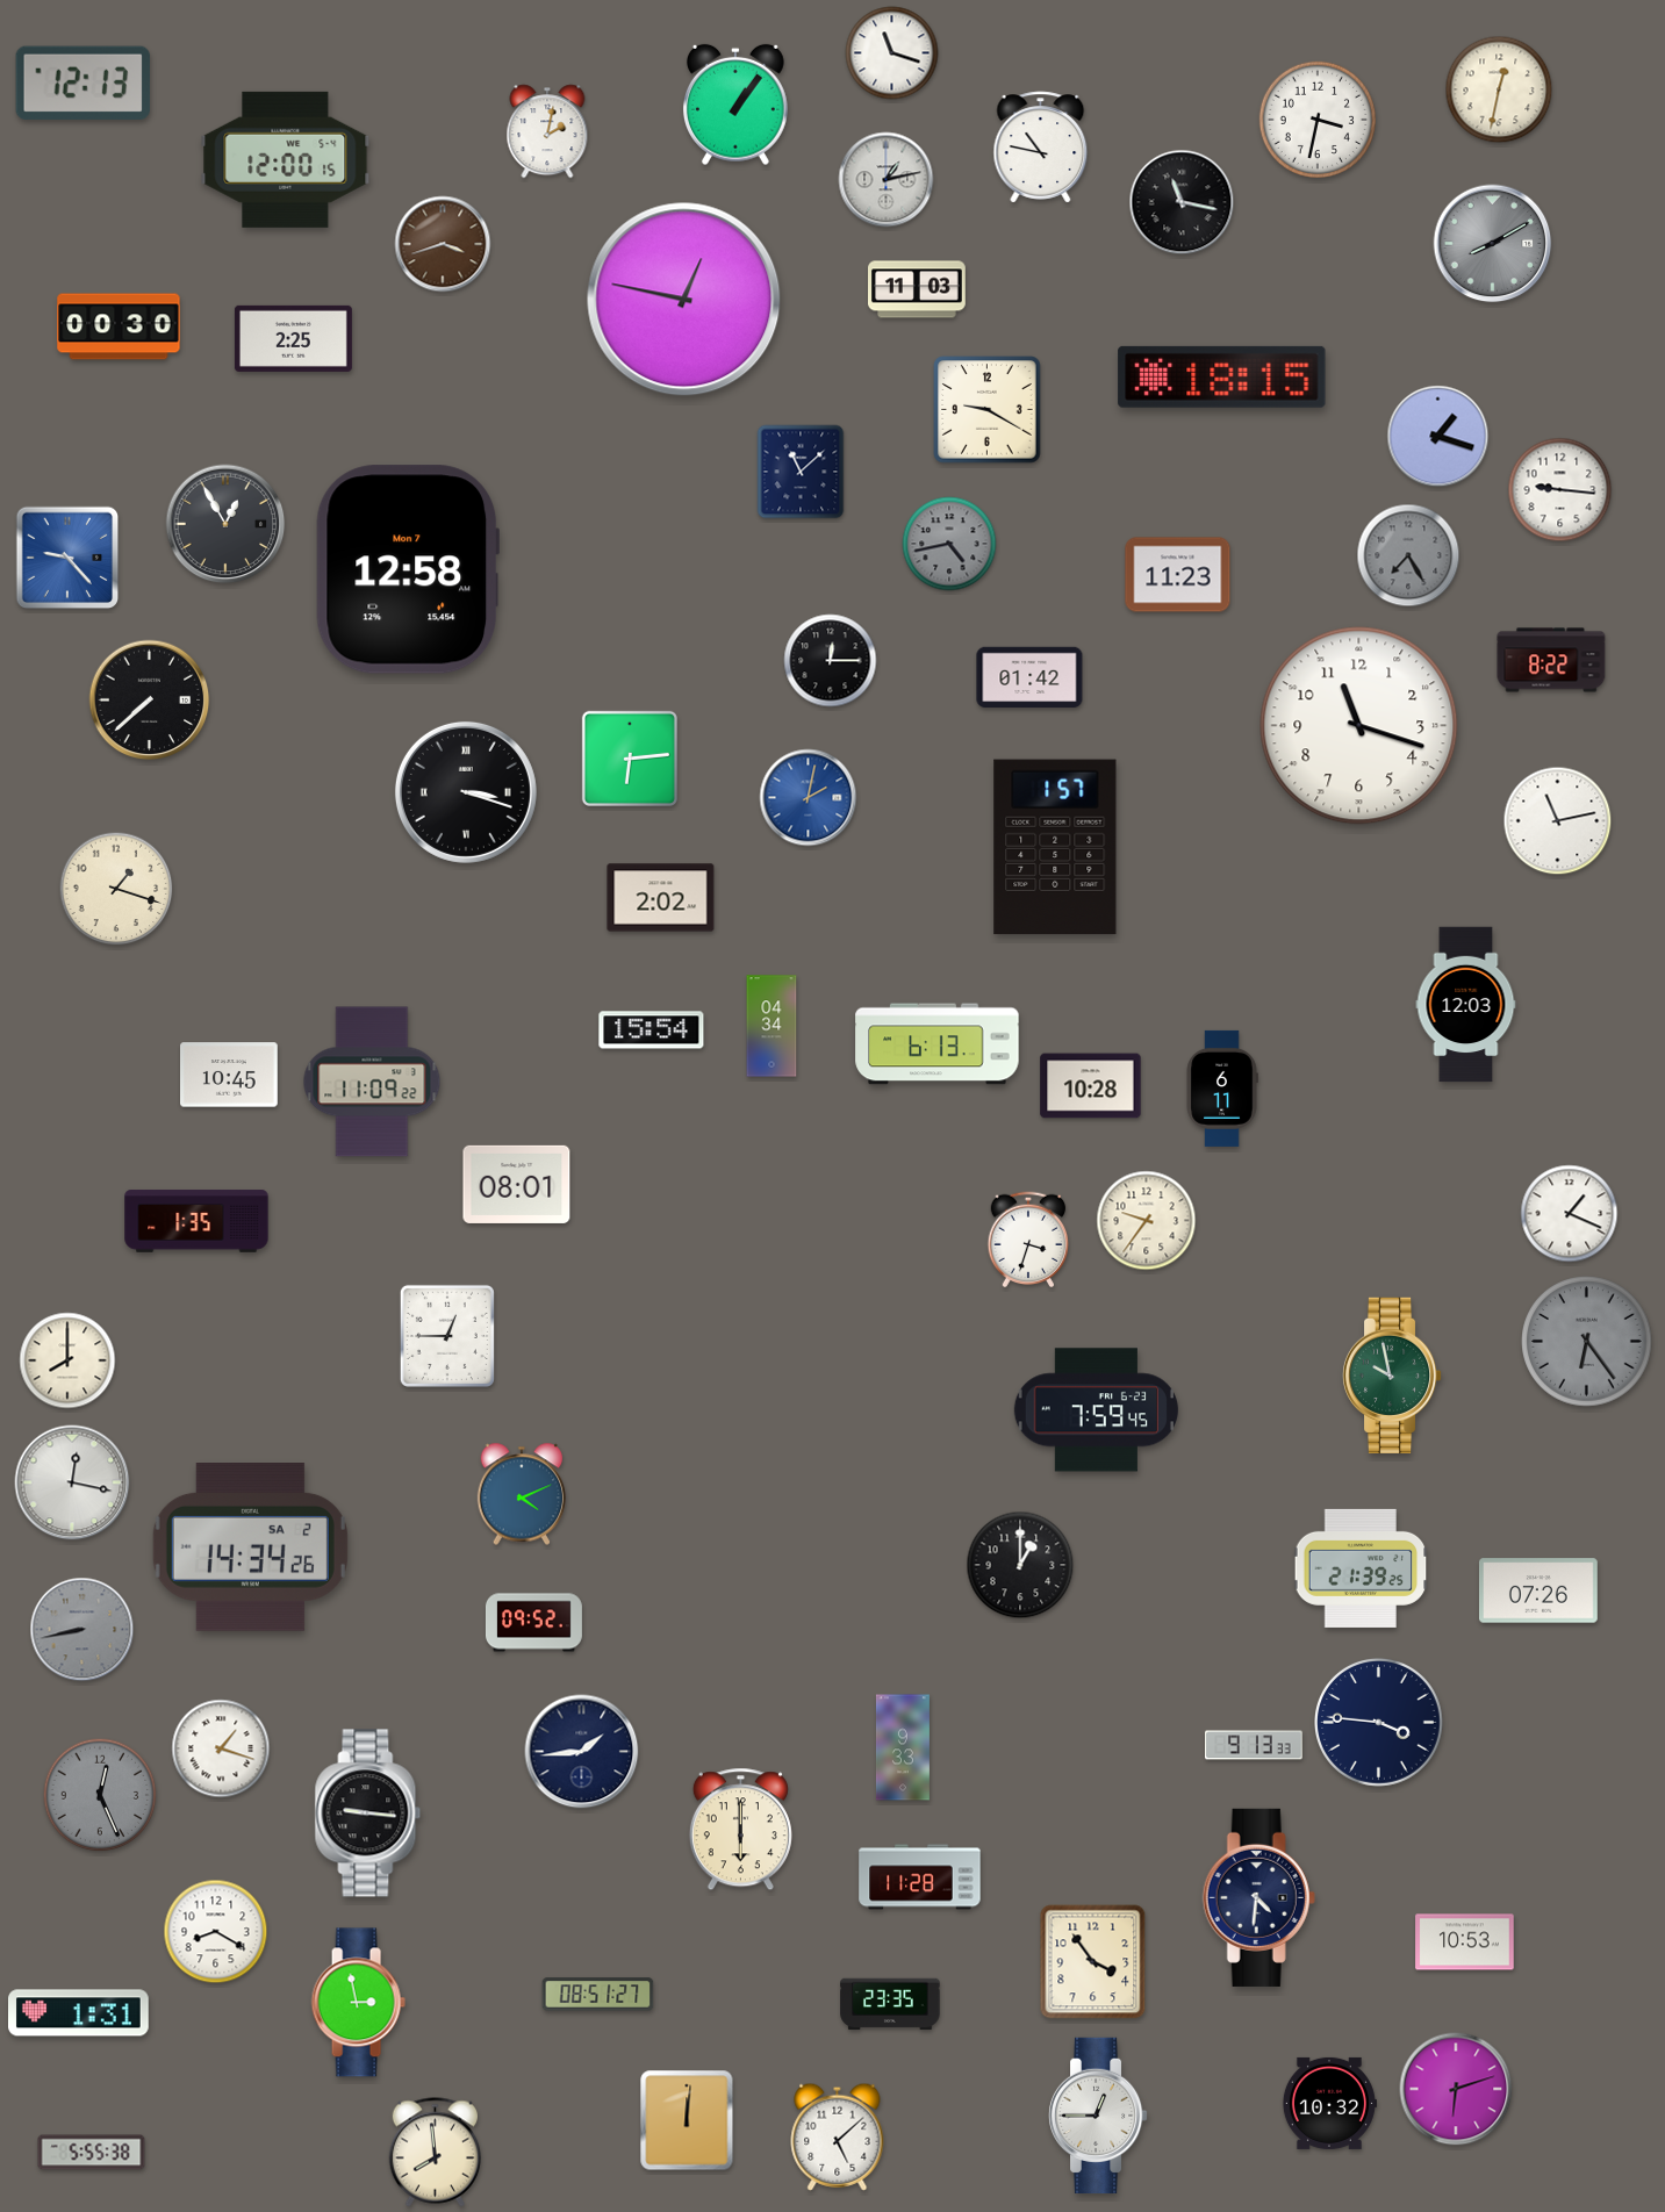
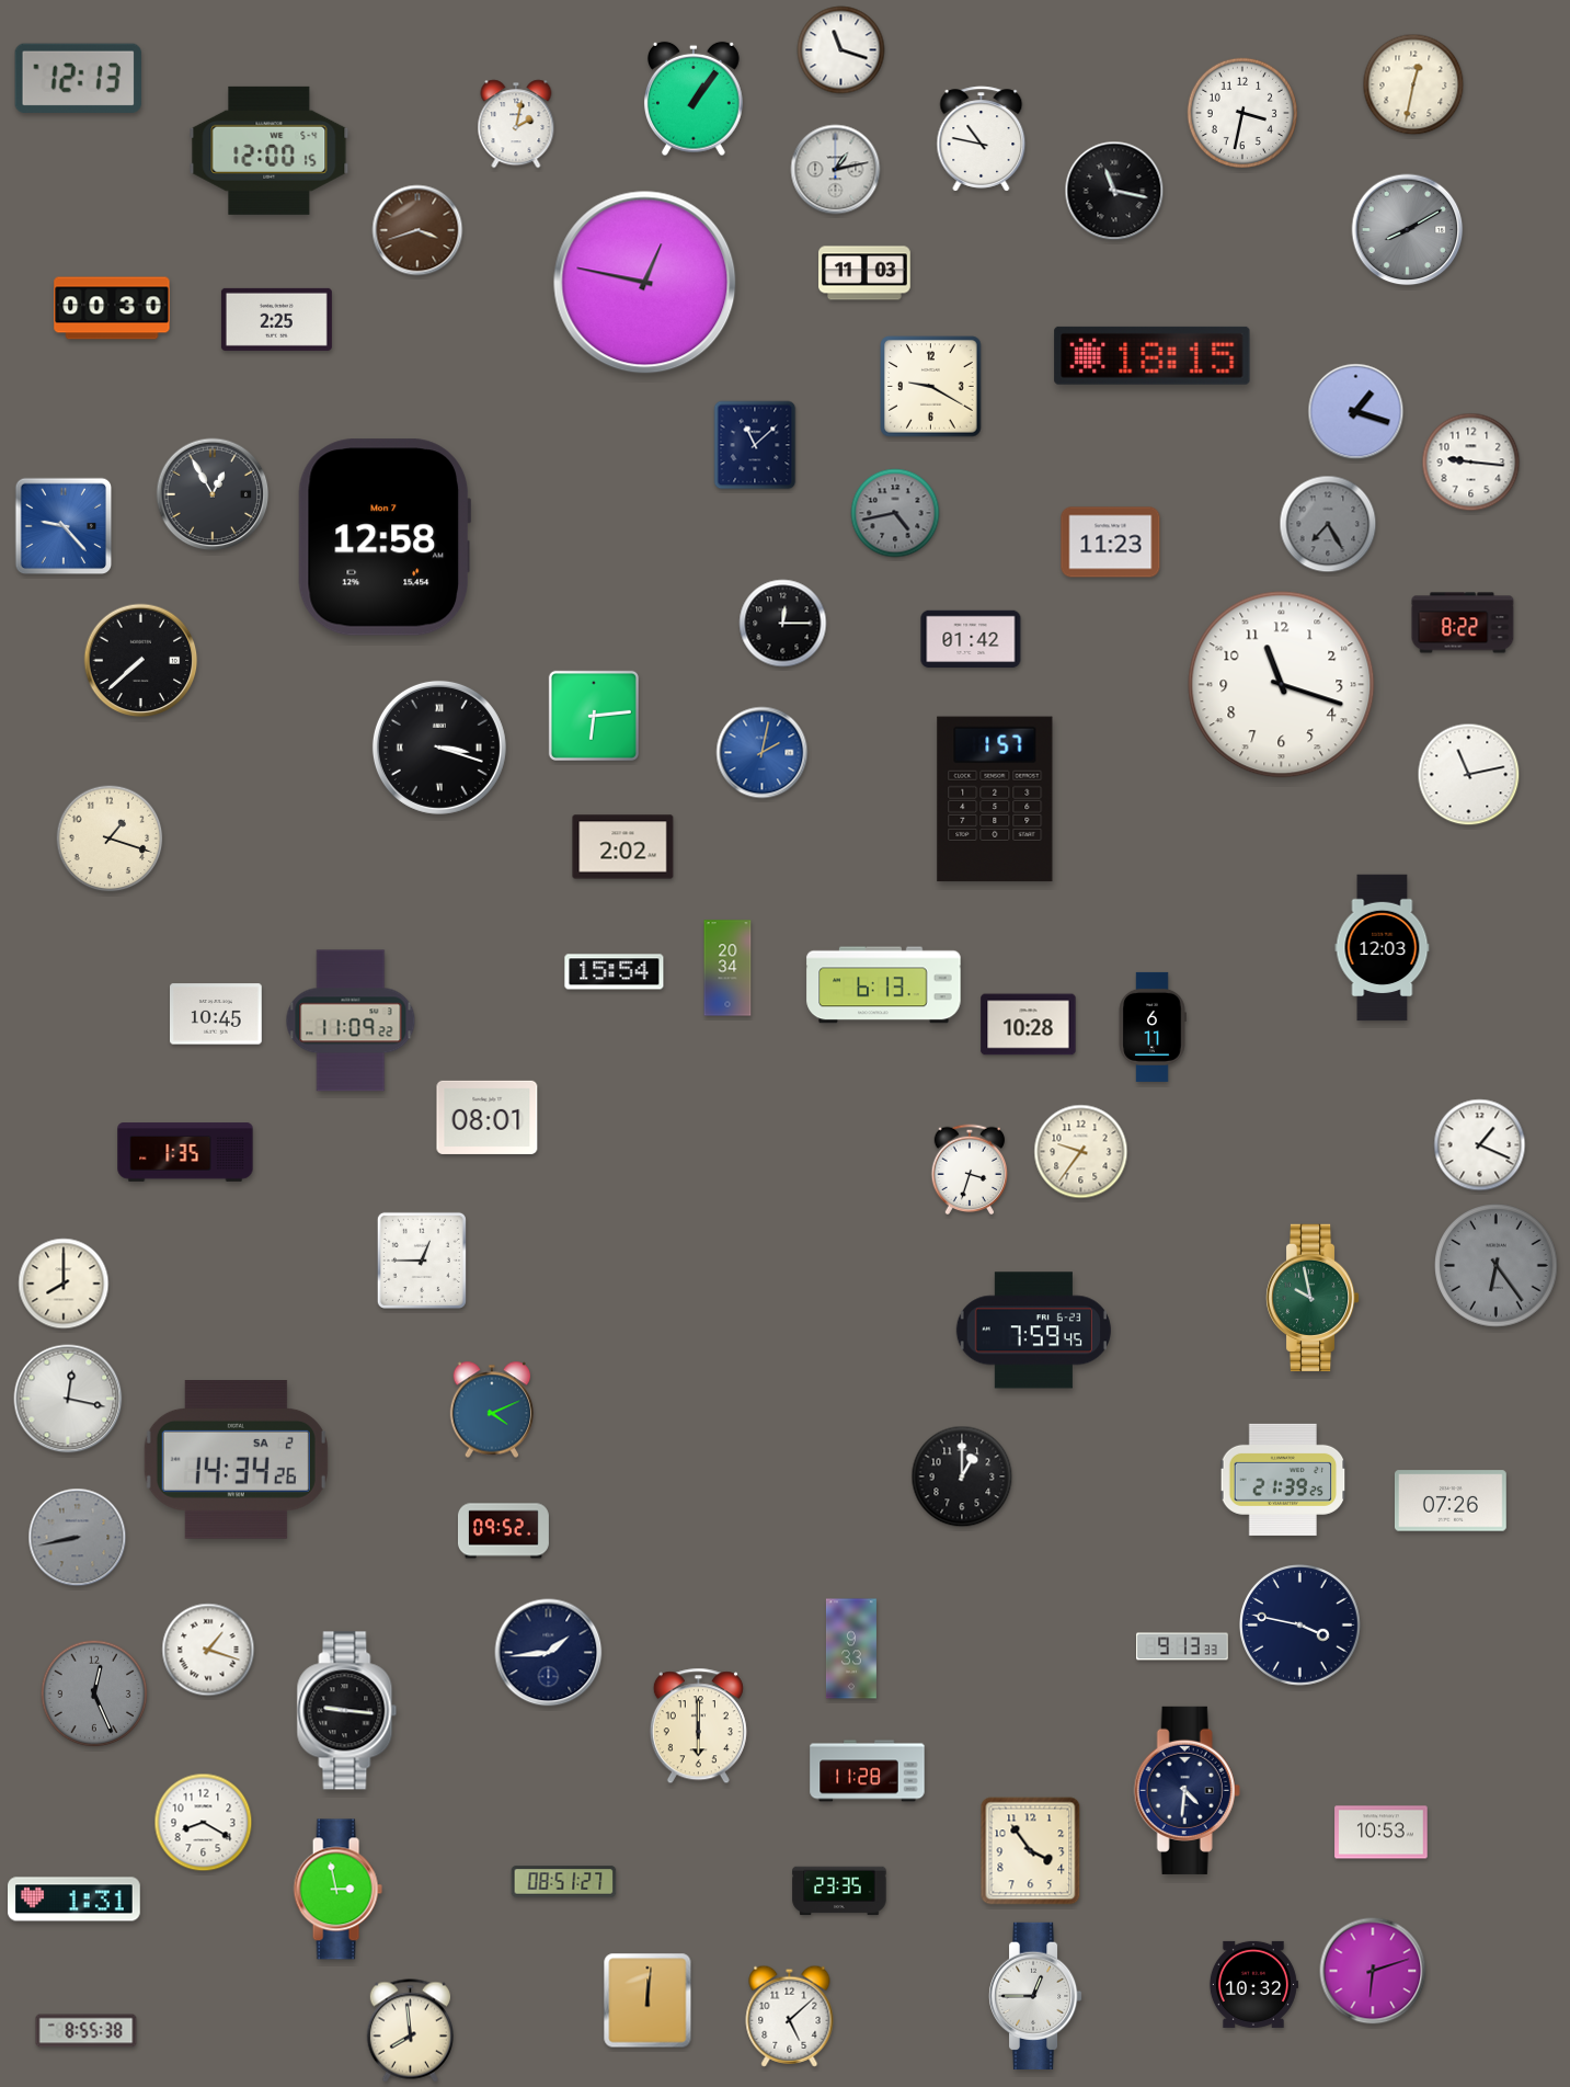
clock at (772, 1026): 04:34 -> 20:34
clock at (1379, 1723): 3:46 -> 3:47
clock at (92, 2153): 5:55 -> 8:55
